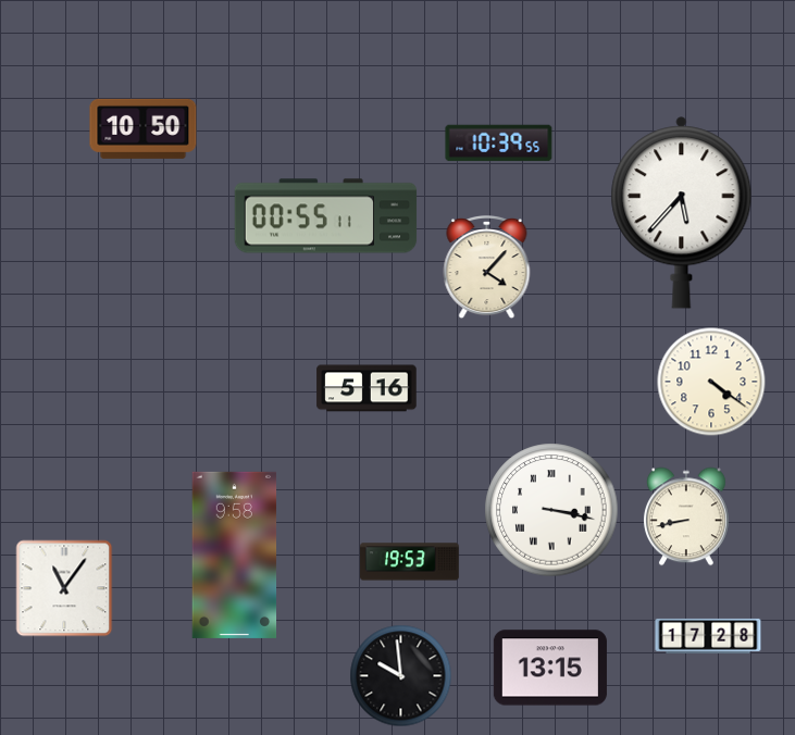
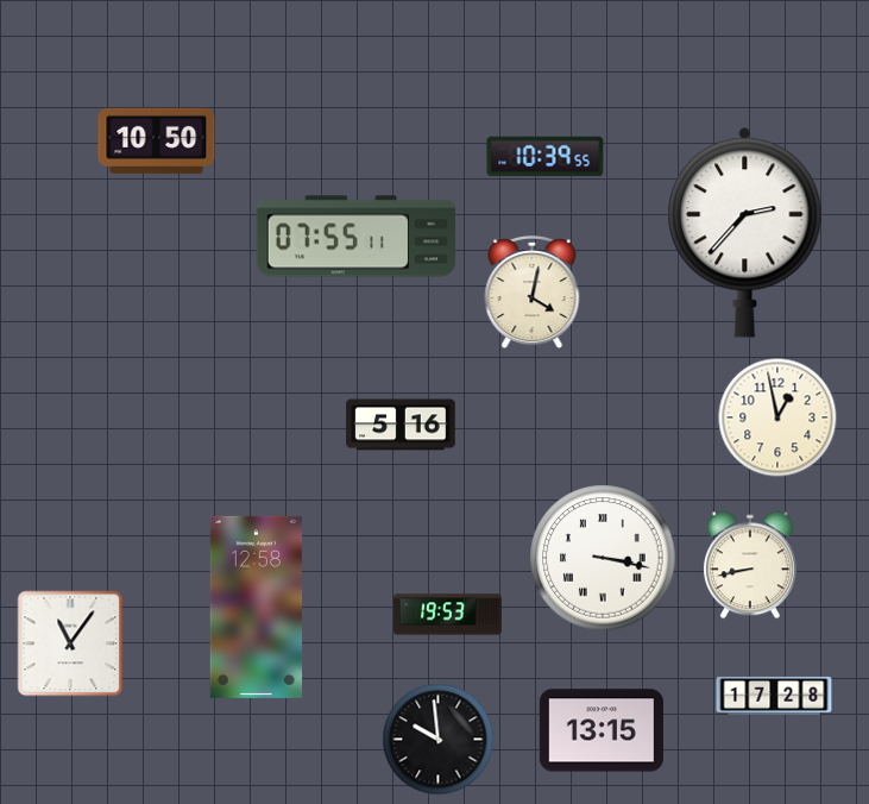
clock at (682, 213): 5:37 -> 2:37
clock at (326, 216): 00:55 -> 07:55
clock at (487, 267): 4:07 -> 4:02
clock at (711, 382): 4:21 -> 12:58
clock at (235, 555): 9:58 -> 12:58
